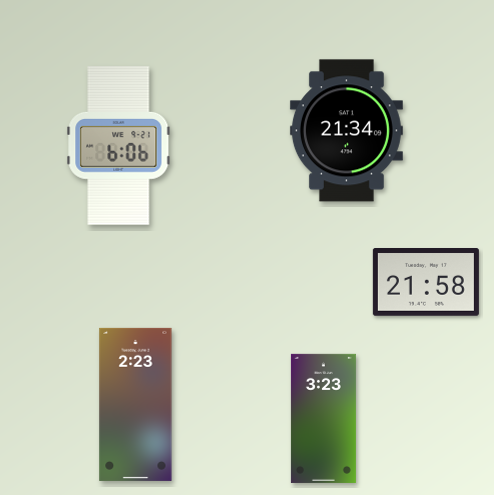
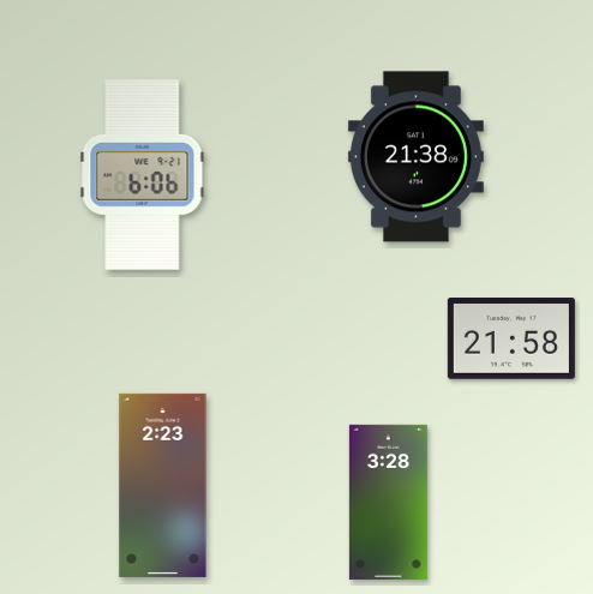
clock at (346, 131): 21:34 -> 21:38
clock at (323, 418): 3:23 -> 3:28
